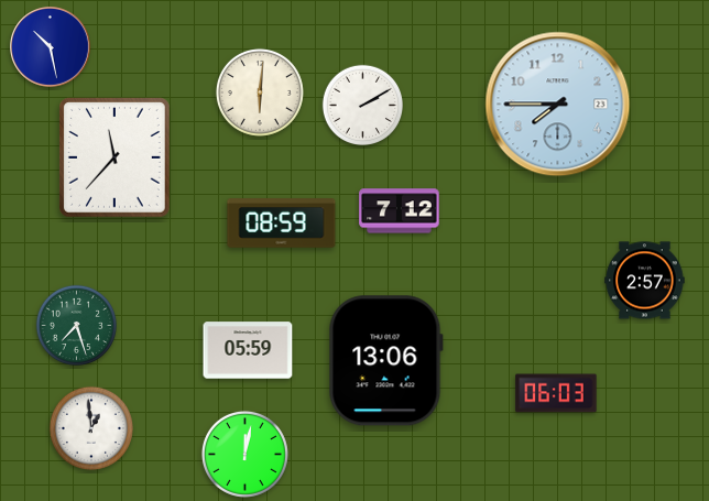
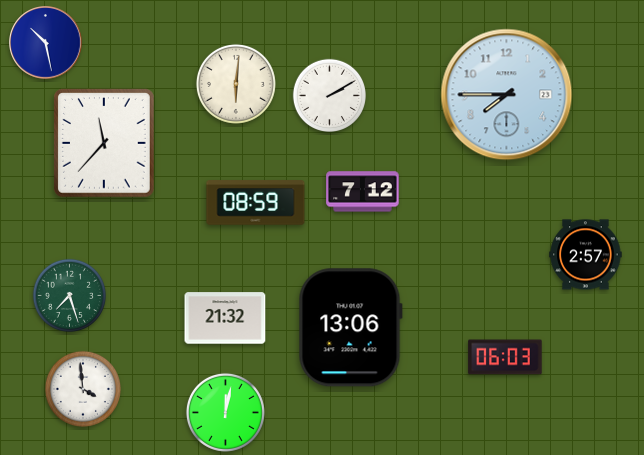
clock at (248, 350): 05:59 -> 21:32
clock at (91, 428): 12:59 -> 3:59
clock at (244, 454) position: (244, 454) -> (225, 412)
